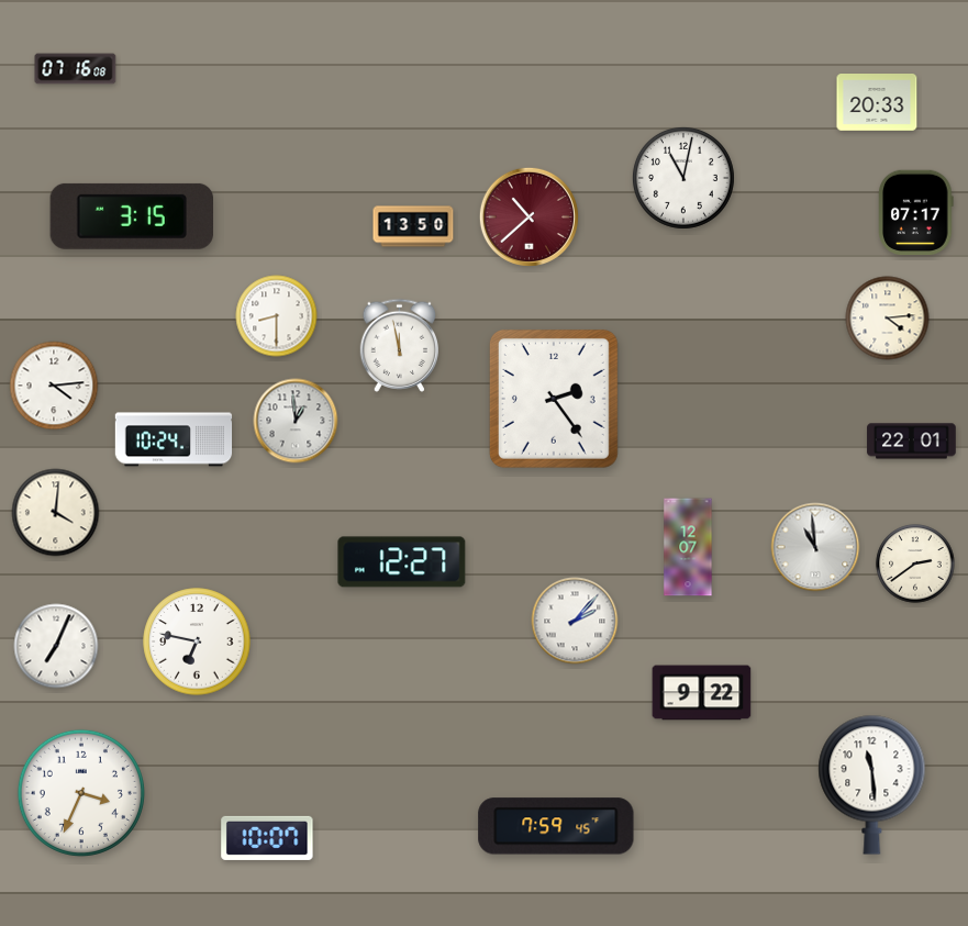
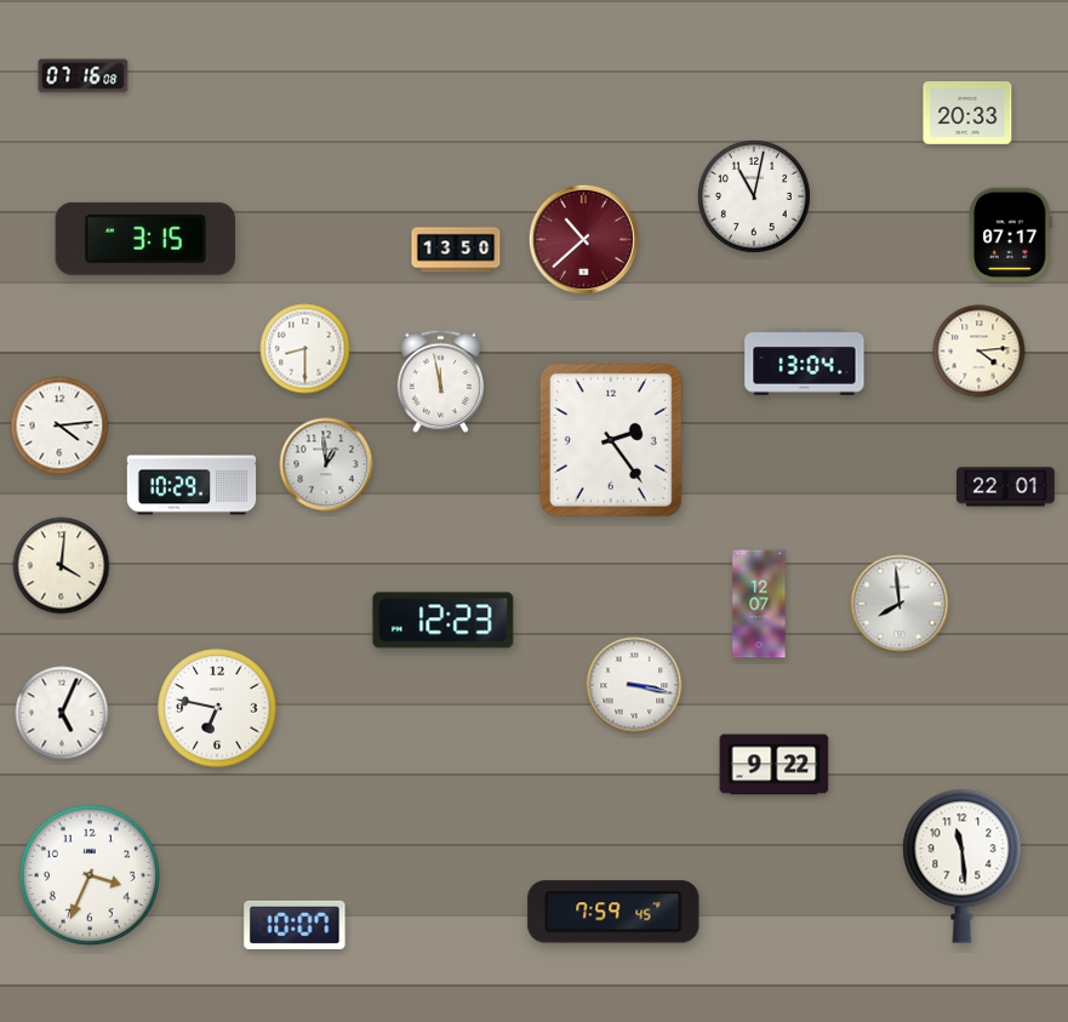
clock at (805, 362): none -> 13:04
clock at (174, 439): 10:24 -> 10:29
clock at (815, 547): 10:59 -> 7:59
clock at (402, 562): 12:27 -> 12:23
clock at (915, 564): 2:39 -> none
clock at (575, 621): 2:07 -> 3:17
clock at (56, 646): 7:04 -> 5:04
